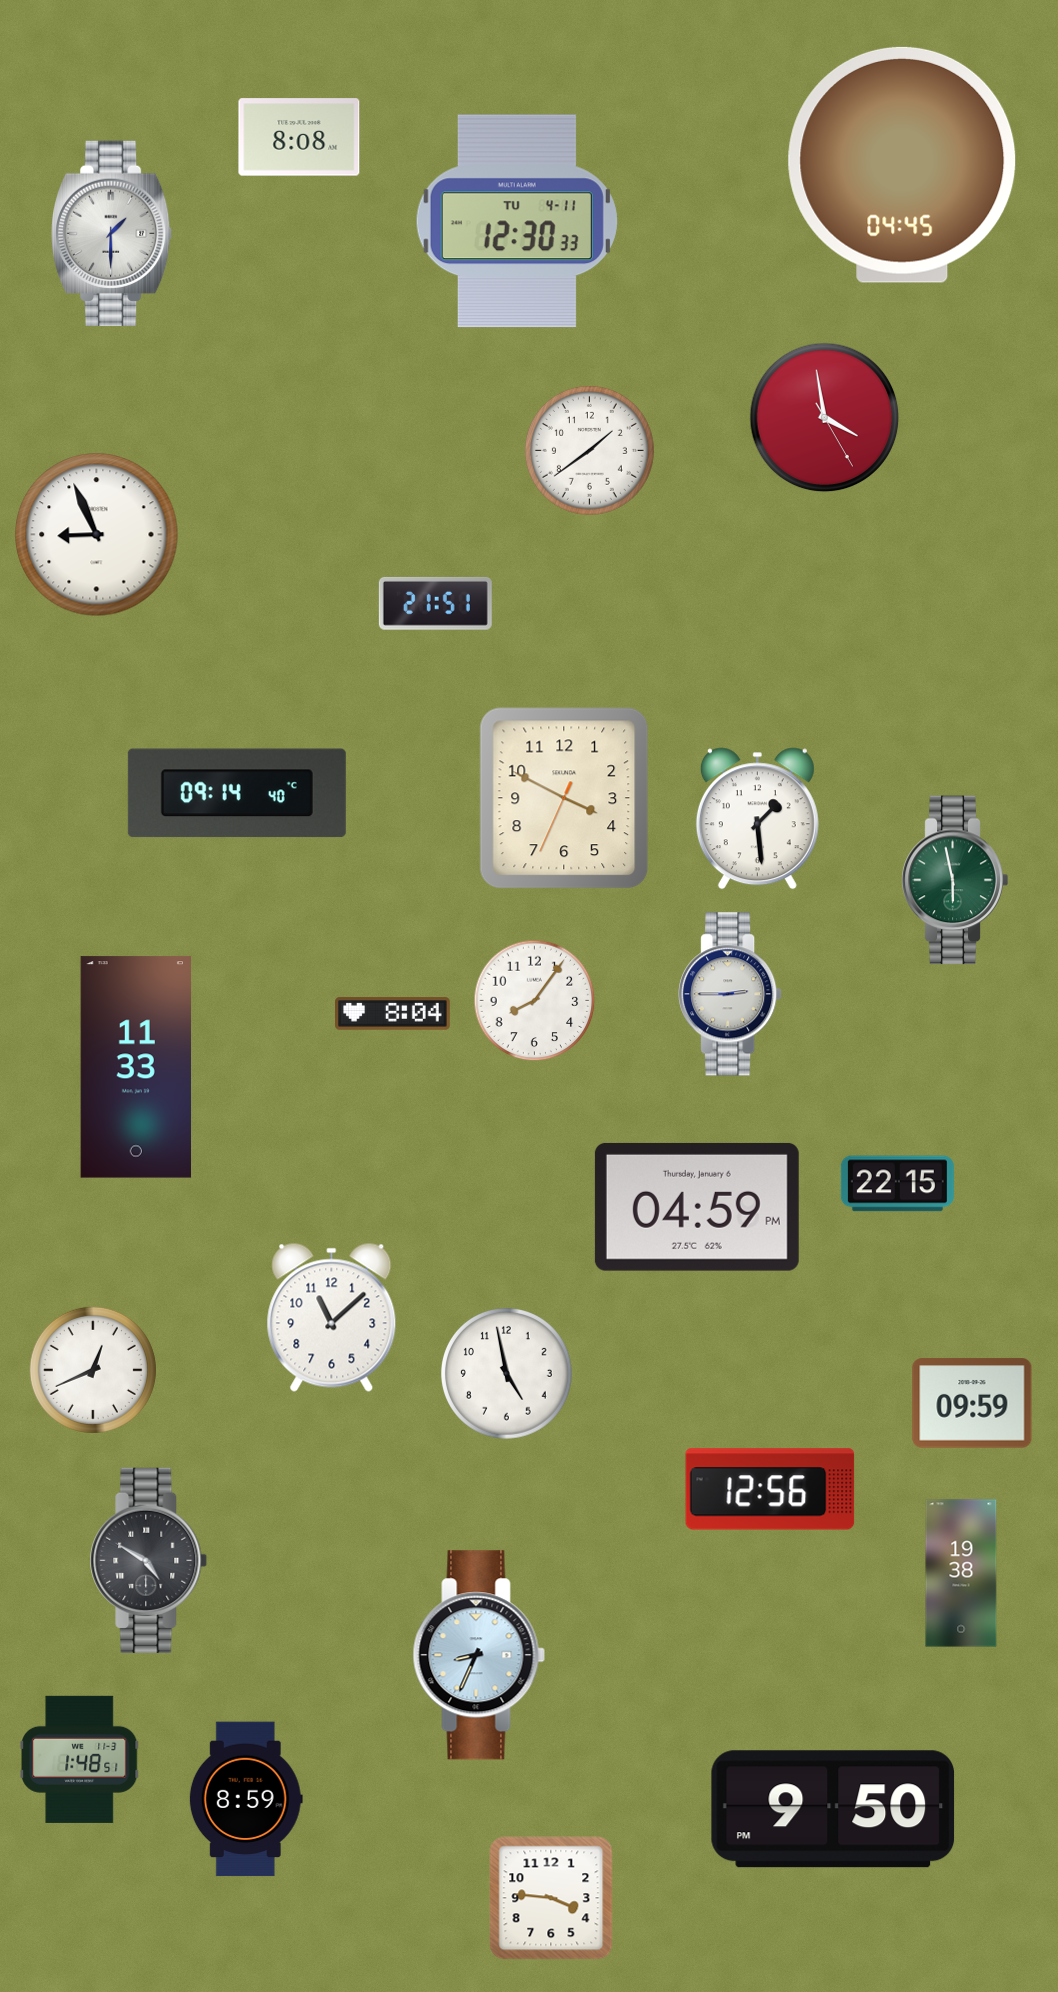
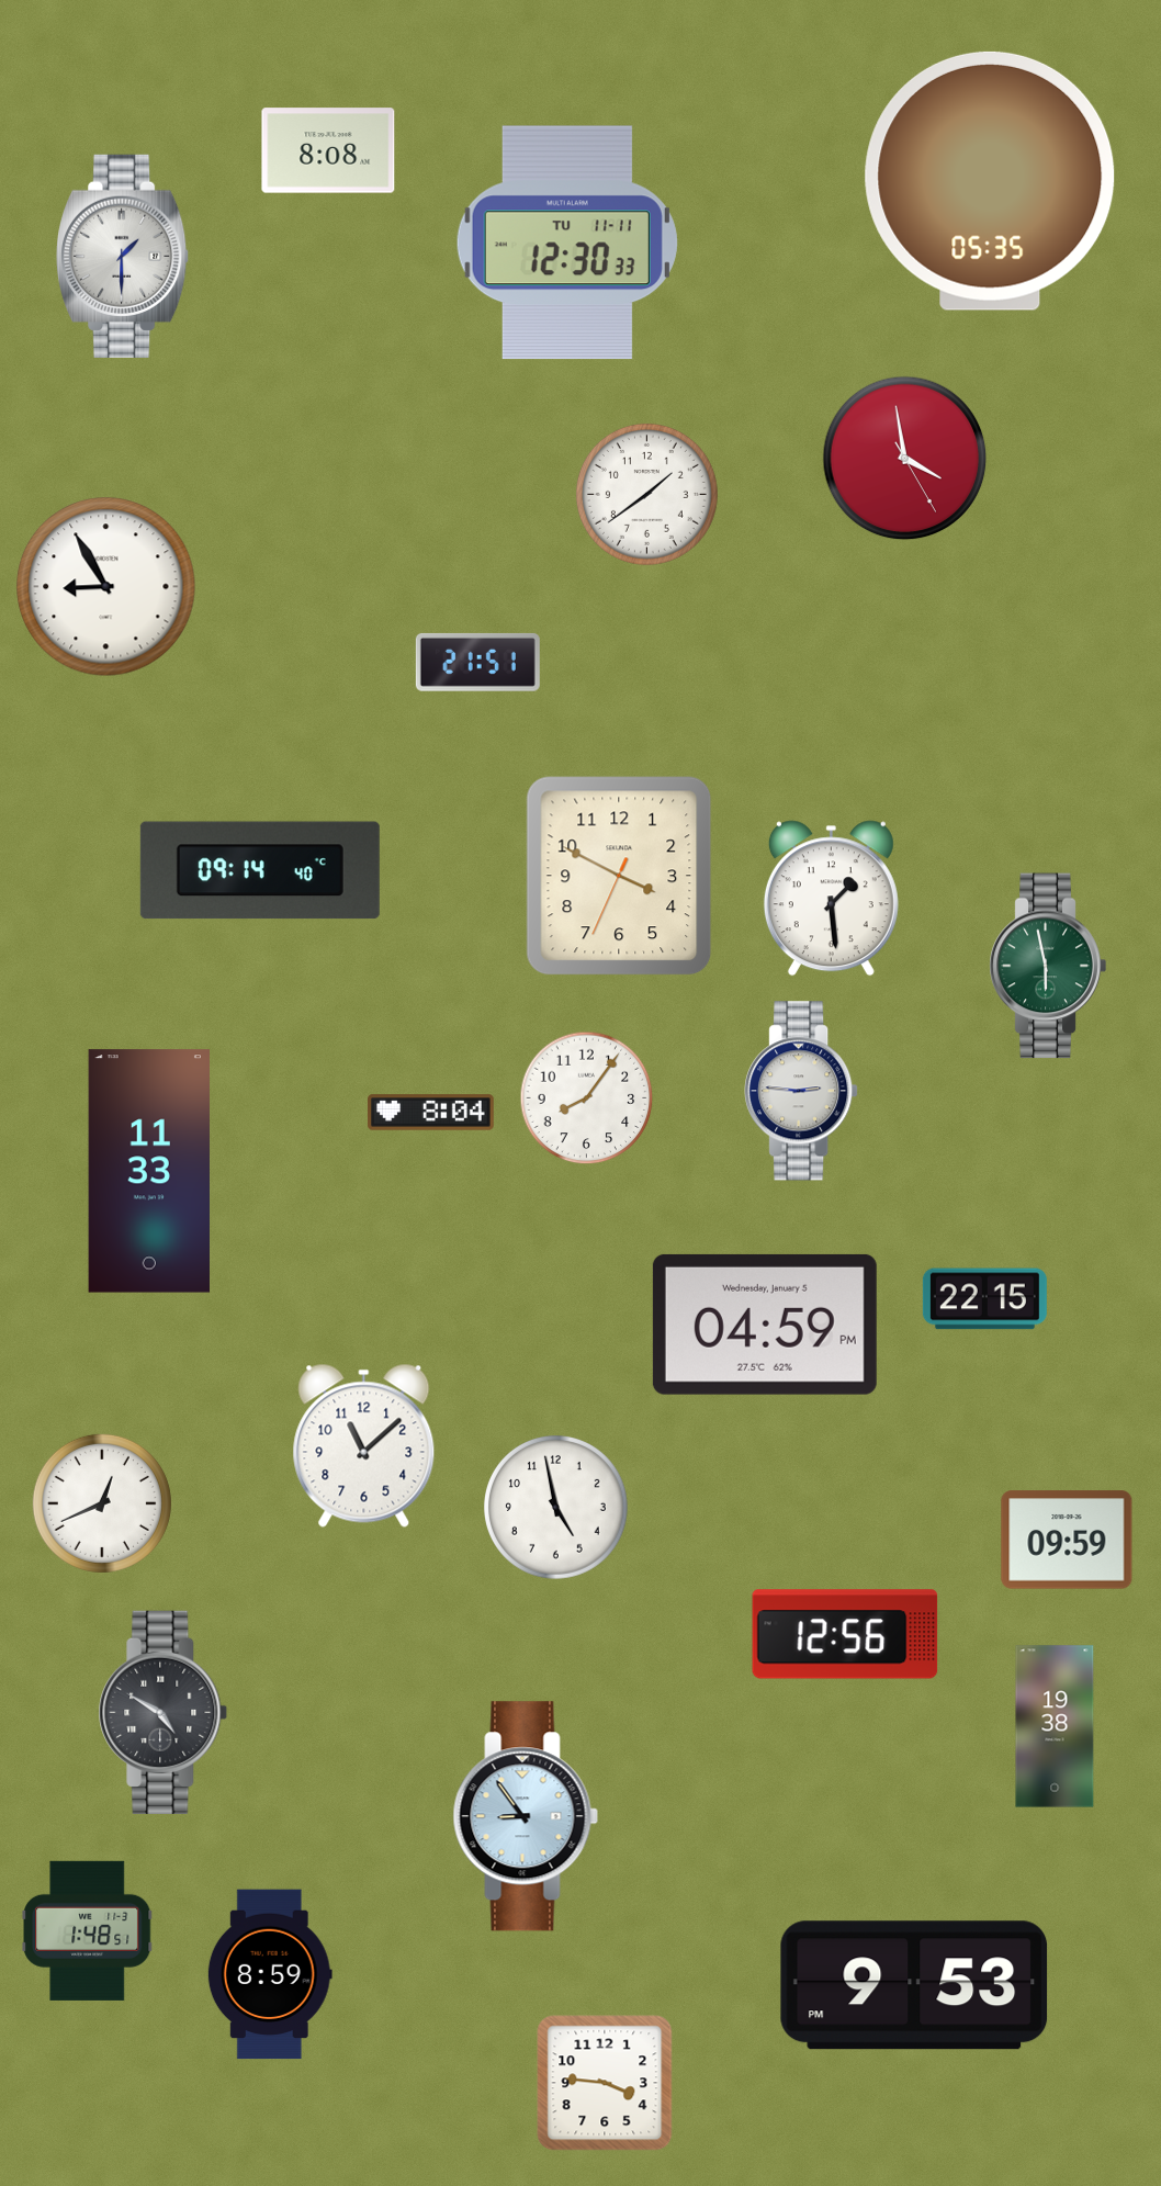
clock at (902, 165): 04:45 -> 05:35
clock at (517, 221) date: TU 4-11 -> TU 11-11
clock at (97, 535): 8:56 -> 8:55
clock at (730, 994): 2:45 -> 2:46
clock at (697, 1207) date: Thursday, January 6 -> Wednesday, January 5
clock at (479, 1655): 8:34 -> 8:54
clock at (833, 1809): 9:50 -> 9:53
